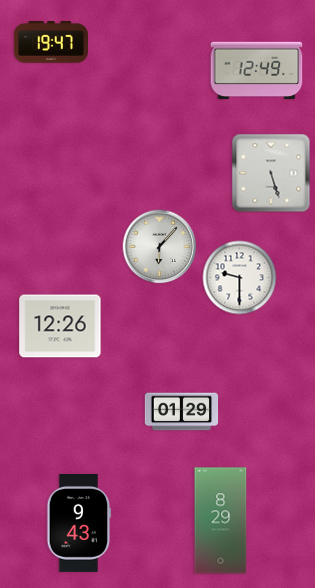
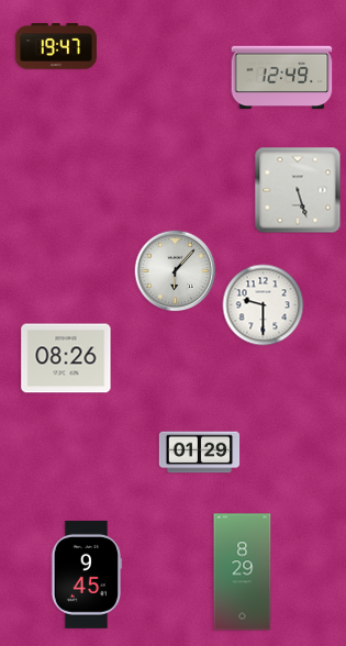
clock at (60, 326): 12:26 -> 08:26
clock at (79, 523): 9:43 -> 9:45
